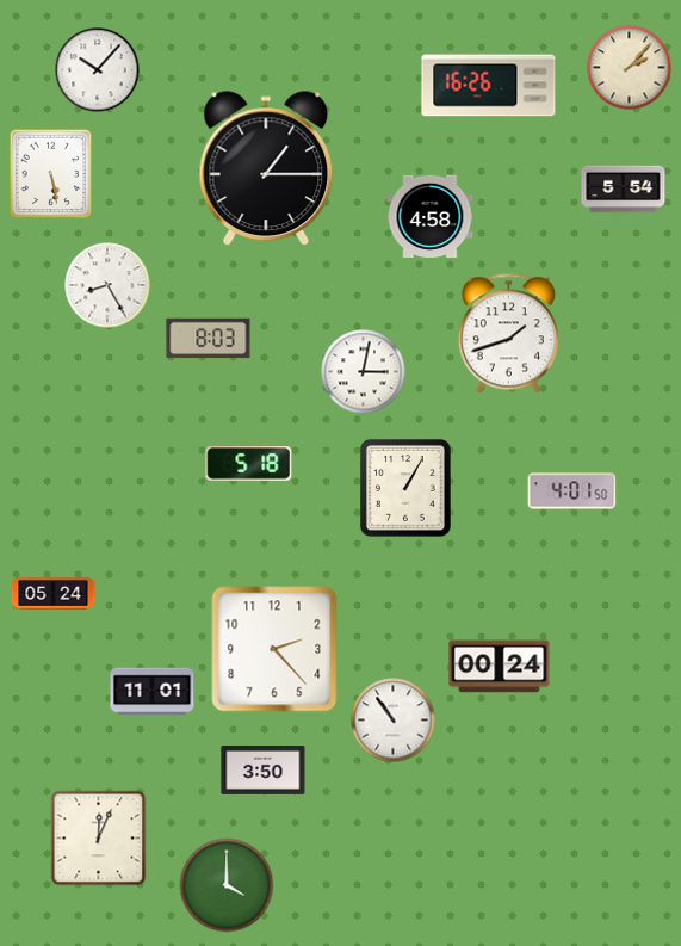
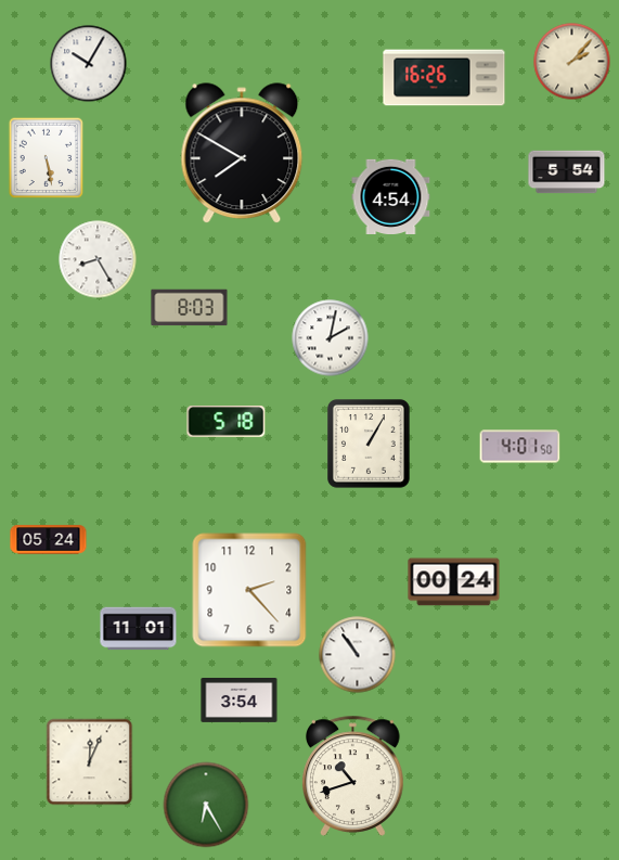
clock at (98, 70): 10:07 -> 10:05
clock at (266, 169): 1:15 -> 7:50
clock at (431, 216): 4:58 -> 4:54
clock at (508, 334): 1:42 -> none
clock at (364, 372): 3:02 -> 2:02
clock at (500, 667) position: (500, 667) -> (454, 582)
clock at (264, 771): 3:50 -> 3:54
clock at (353, 775): none -> 10:42
clock at (227, 885): 4:00 -> 6:25
